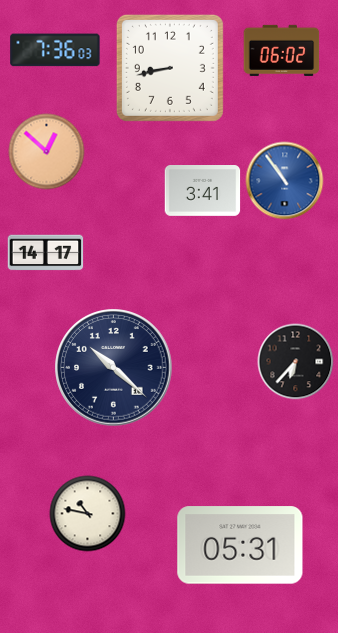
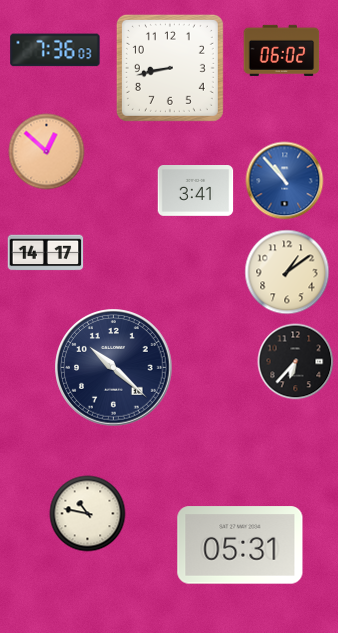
clock at (285, 181): 10:54 -> 10:53
clock at (203, 191) position: (203, 191) -> (196, 191)
clock at (287, 272): none -> 1:09
